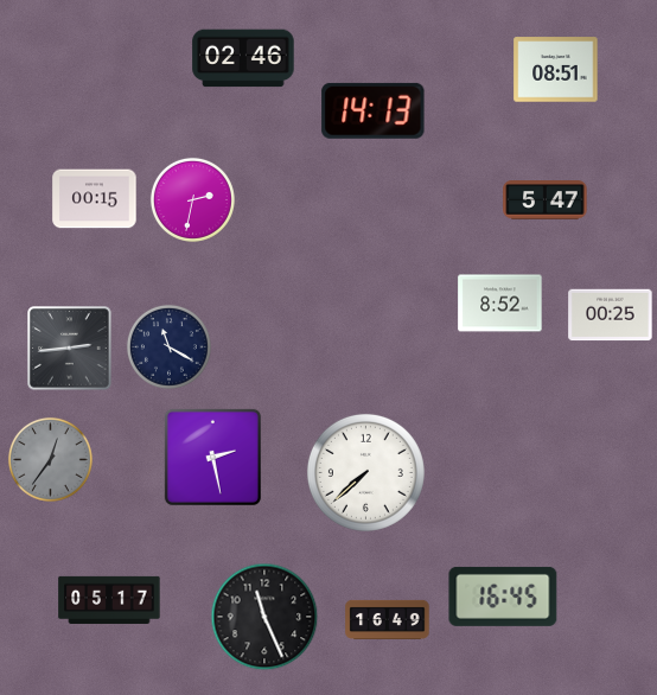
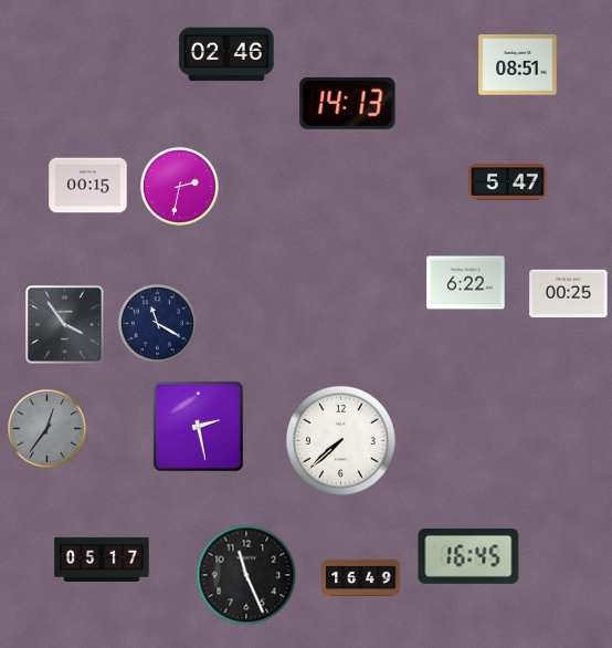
clock at (546, 200) position: (546, 200) -> (508, 182)
clock at (500, 304): 8:52 -> 6:22
clock at (70, 349): 2:44 -> 3:54
